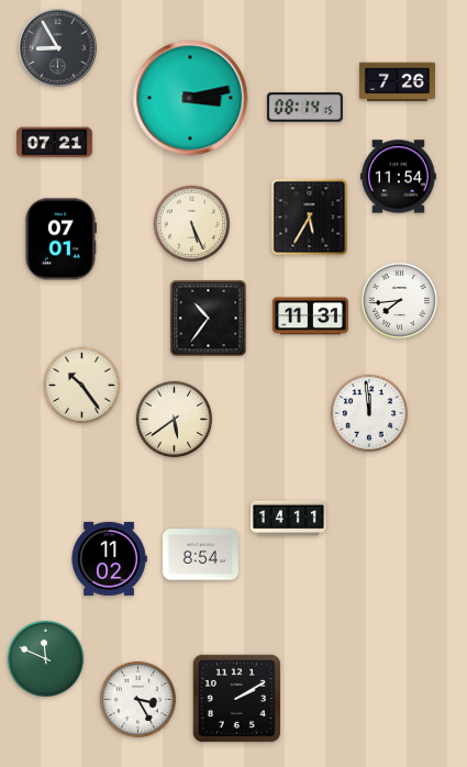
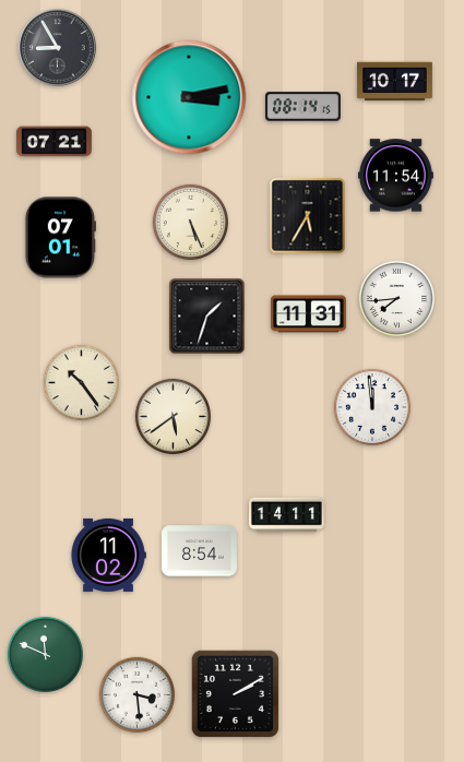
clock at (397, 82): 7:26 -> 10:17
clock at (209, 319): 10:36 -> 1:33
clock at (369, 413) position: (369, 413) -> (372, 407)
clock at (138, 700): 3:25 -> 3:29
